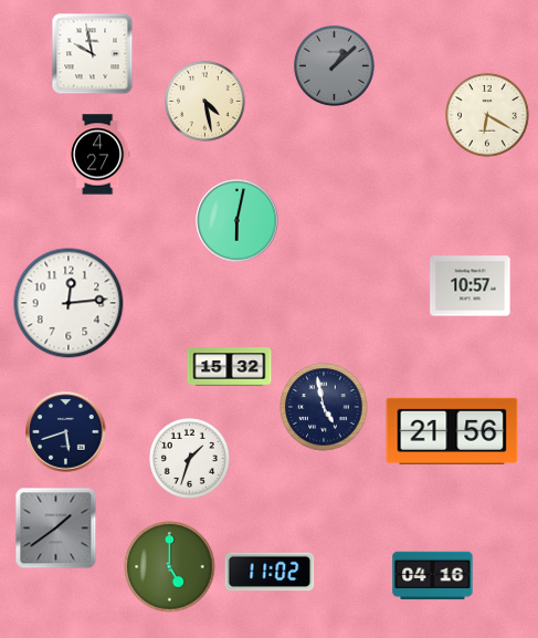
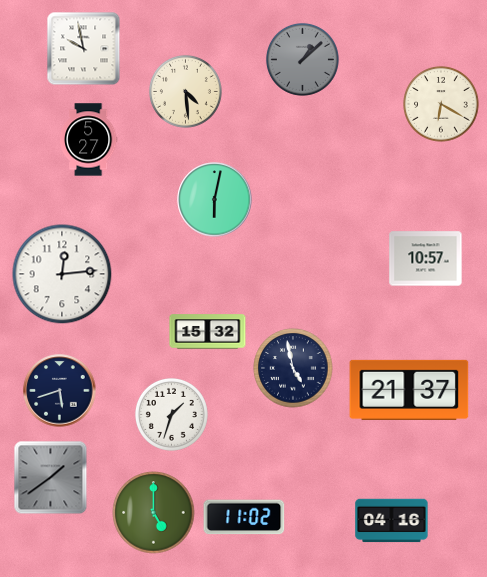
clock at (204, 101): 4:28 -> 4:29
clock at (97, 155): 4:27 -> 5:27
clock at (452, 431): 21:56 -> 21:37
